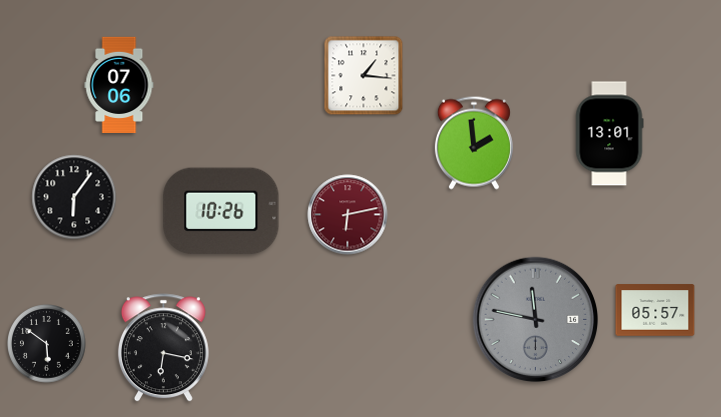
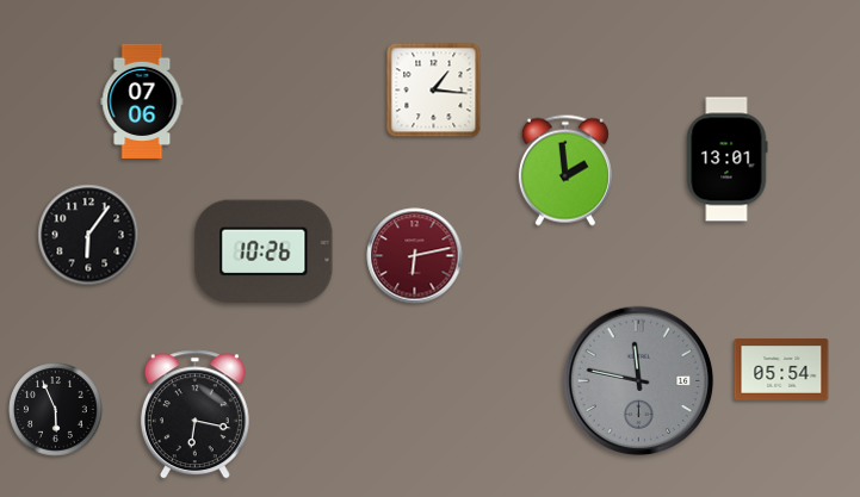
clock at (655, 310): 05:57 -> 05:54
clock at (47, 344): 5:51 -> 5:56
